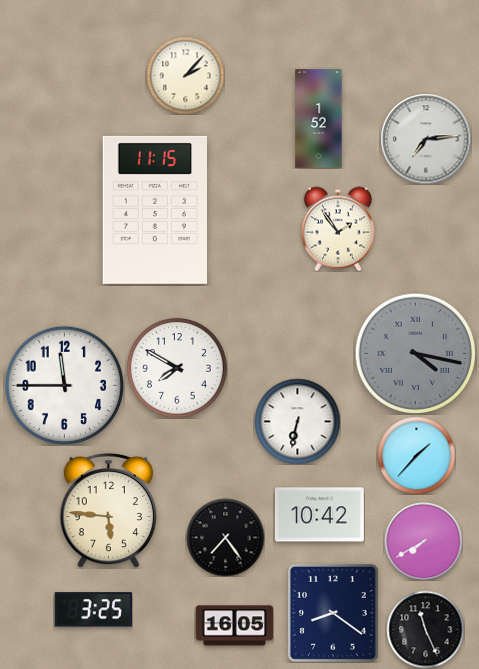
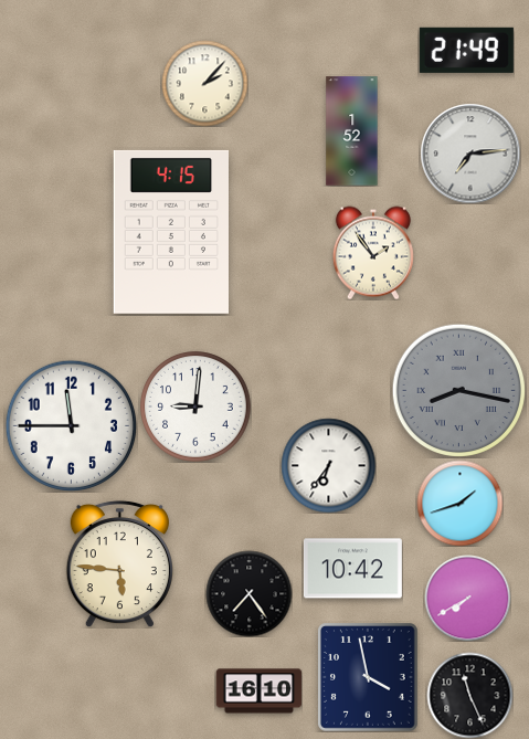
clock at (466, 50): none -> 21:49
clock at (154, 210): 11:15 -> 4:15
clock at (415, 353): 4:17 -> 8:17
clock at (177, 368): 7:50 -> 9:01
clock at (297, 421): 6:32 -> 6:36
clock at (416, 455): 1:37 -> 1:42
clock at (93, 610): 3:25 -> none
clock at (334, 614): 8:21 -> 3:58
clock at (234, 626): 16:05 -> 16:10
